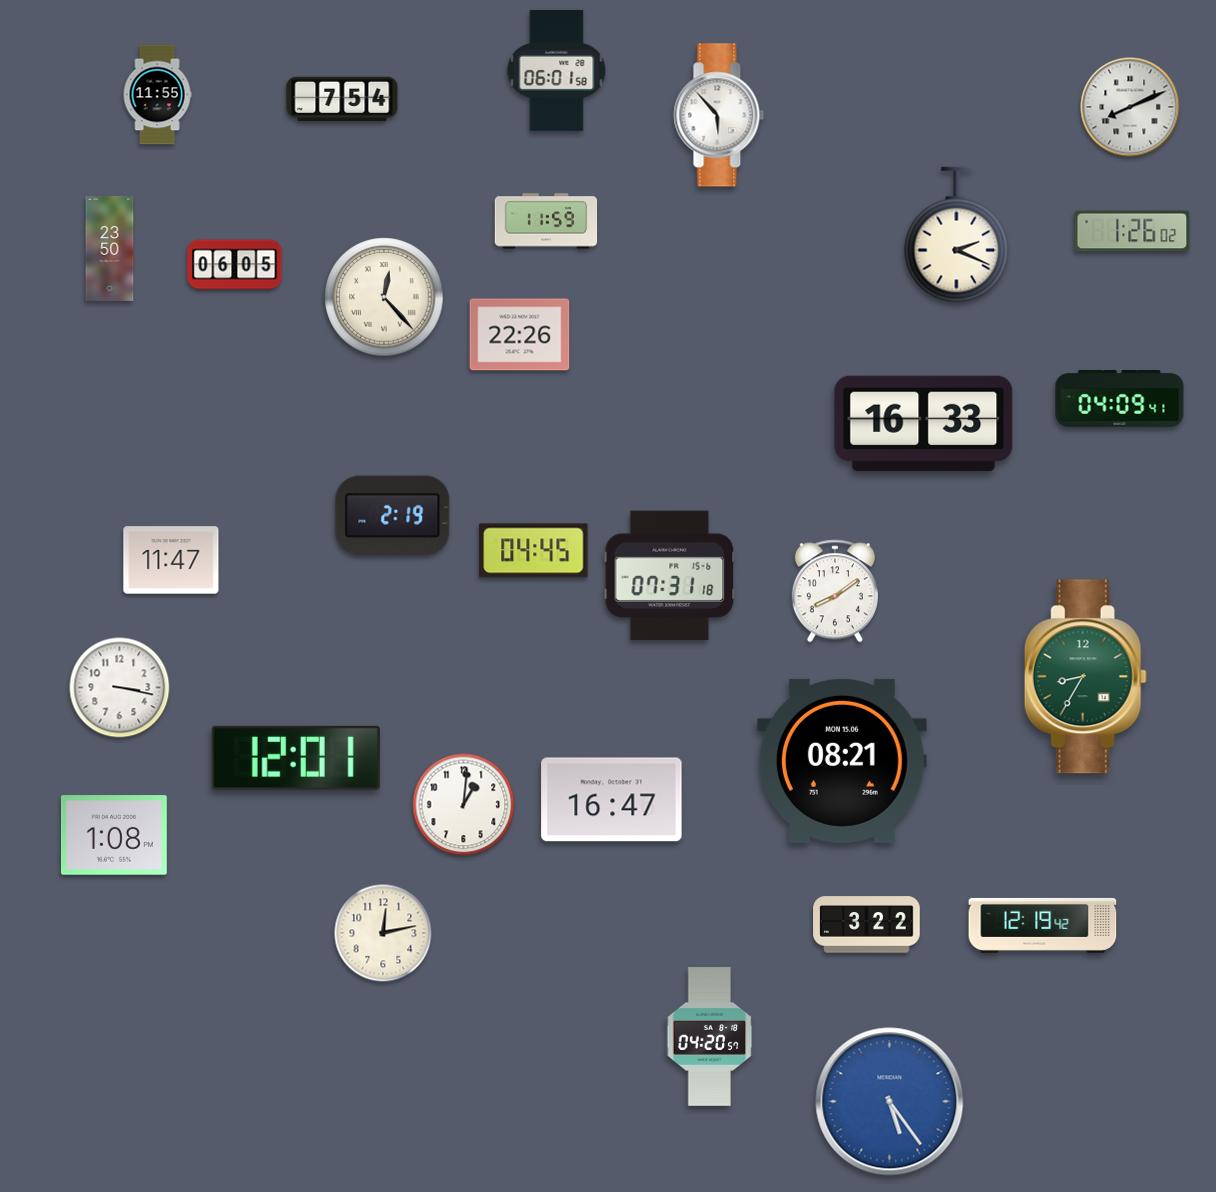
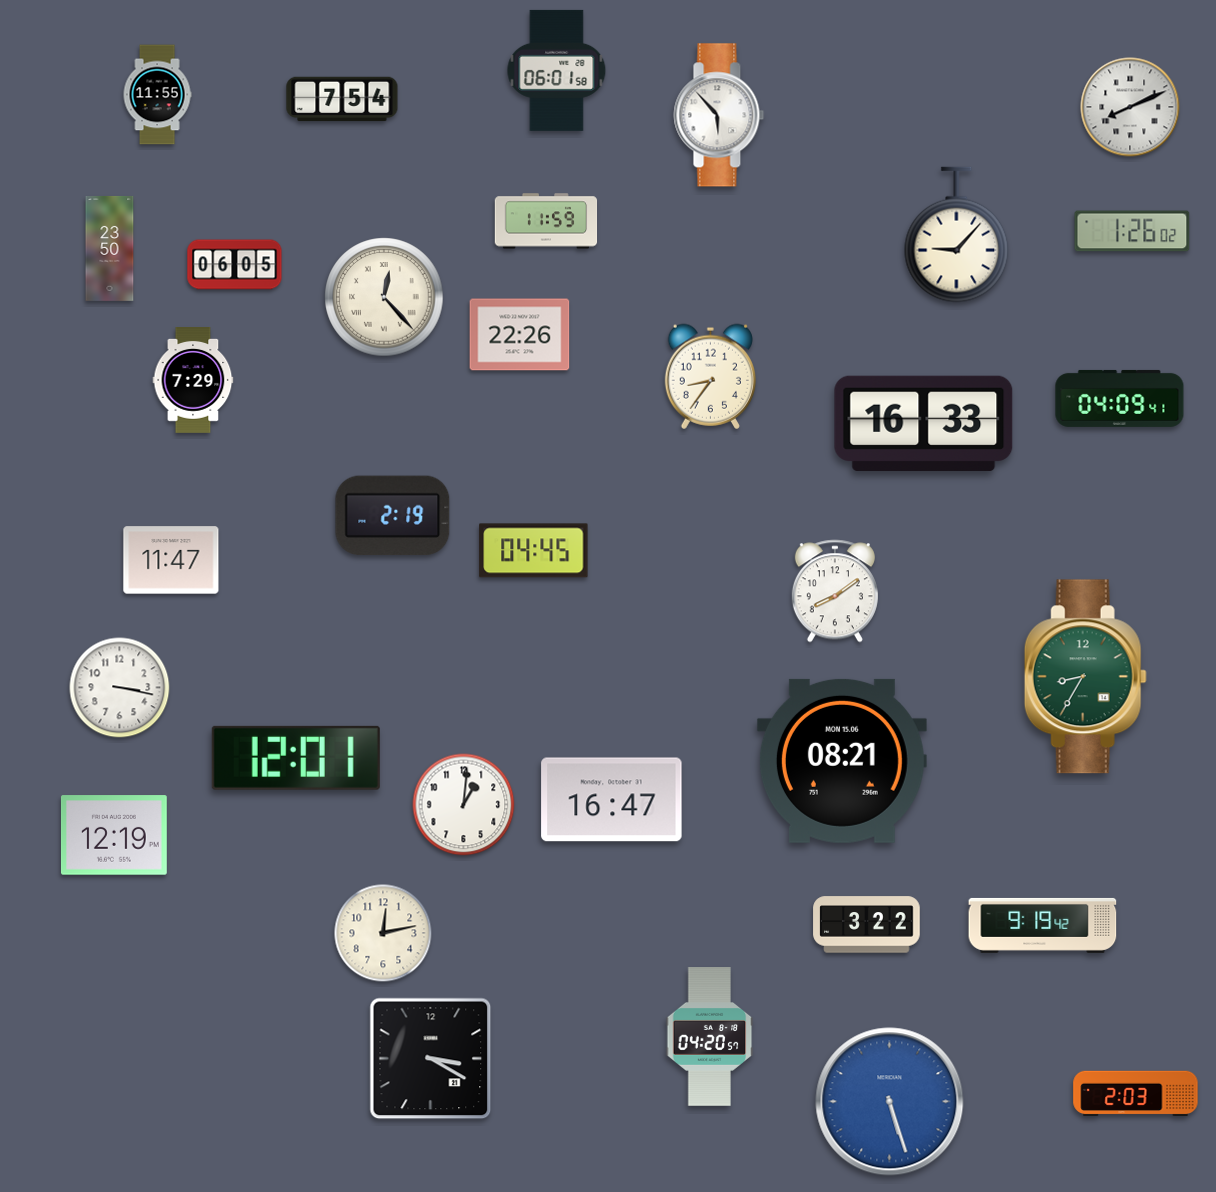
clock at (957, 235): 2:19 -> 9:07
clock at (710, 376): none -> 8:36
clock at (193, 381): none -> 7:29
clock at (670, 576): 07:31 -> none
clock at (114, 835): 1:08 -> 12:19
clock at (1043, 925): 12:19 -> 9:19
clock at (431, 1059): none -> 3:20
clock at (1136, 1094): none -> 2:03
clock at (890, 1102): 5:24 -> 5:27
